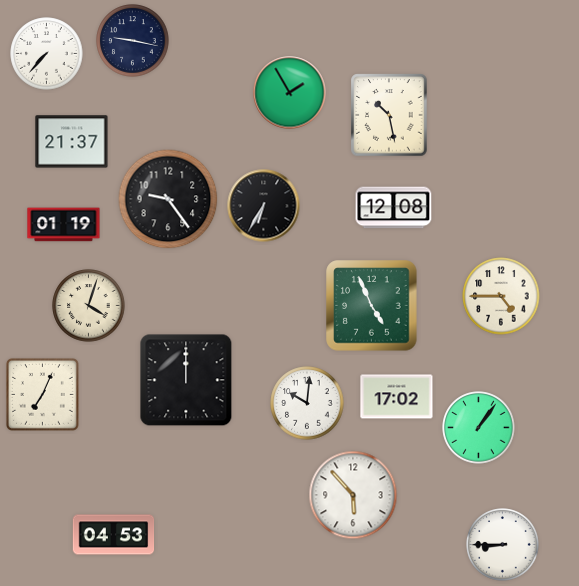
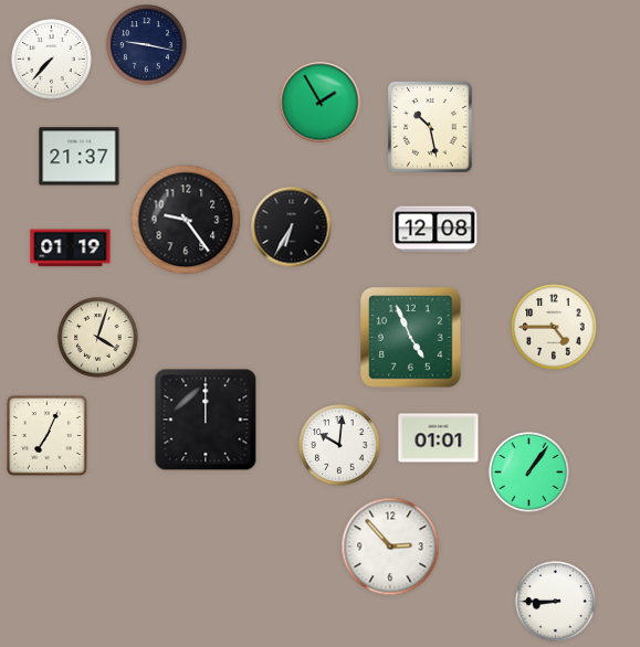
clock at (397, 397): 17:02 -> 01:01
clock at (353, 495): 5:53 -> 2:53
clock at (114, 535): 04:53 -> none
